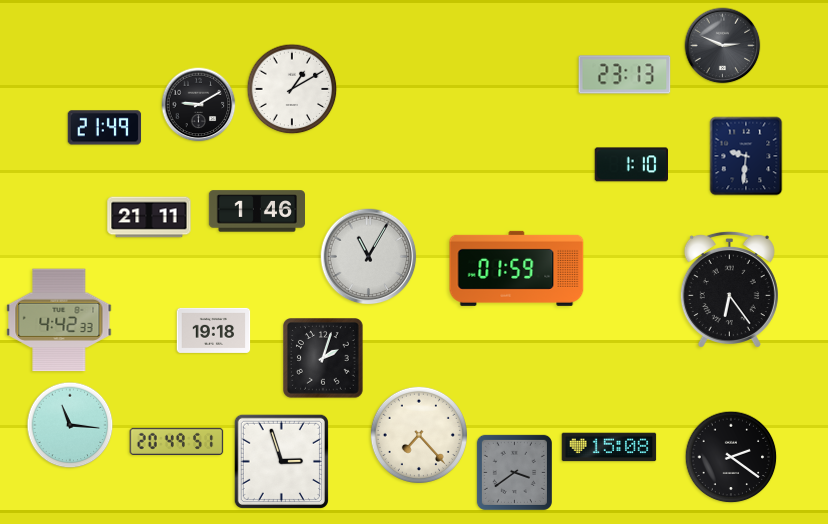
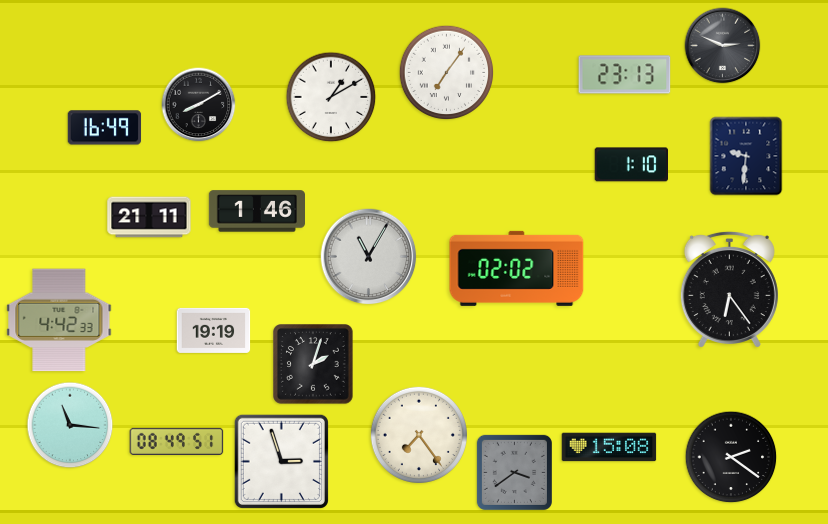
clock at (447, 73): none -> 7:06
clock at (292, 89) position: (292, 89) -> (331, 97)
clock at (199, 105): 9:10 -> 8:10
clock at (105, 128): 21:49 -> 16:49
clock at (517, 268): 01:59 -> 02:02
clock at (214, 330): 19:18 -> 19:19
clock at (324, 359) position: (324, 359) -> (314, 365)
clock at (419, 435): 7:23 -> 7:24
clock at (177, 441): 20:49 -> 08:49
